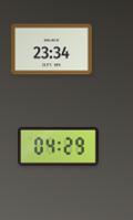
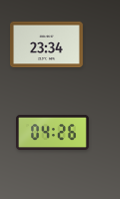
clock at (59, 146): 04:29 -> 04:26
